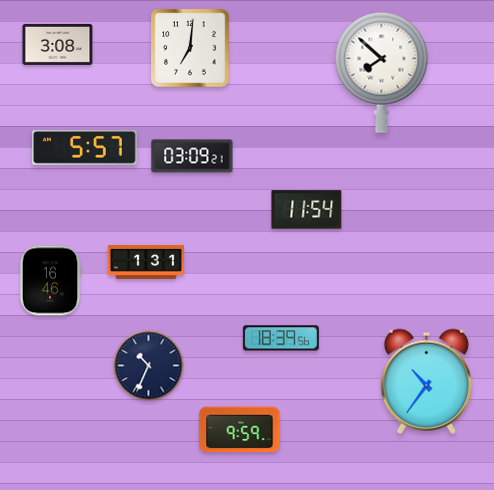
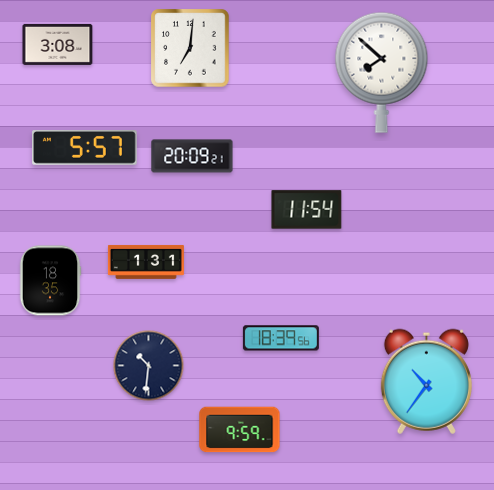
clock at (192, 156): 03:09 -> 20:09
clock at (50, 281): 16:46 -> 18:35
clock at (149, 366): 10:34 -> 10:31
